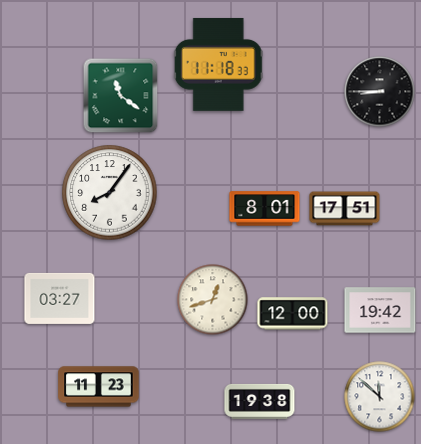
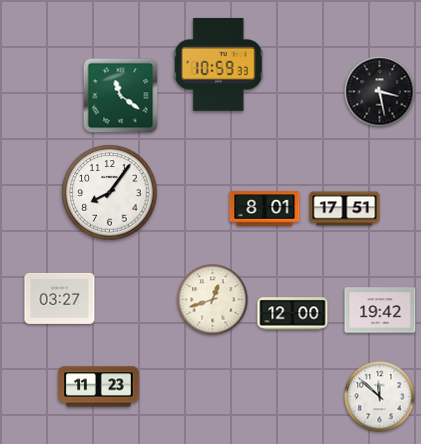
clock at (218, 64): 11:18 -> 10:59
clock at (380, 92): 8:45 -> 3:28
clock at (260, 401): 19:38 -> none
